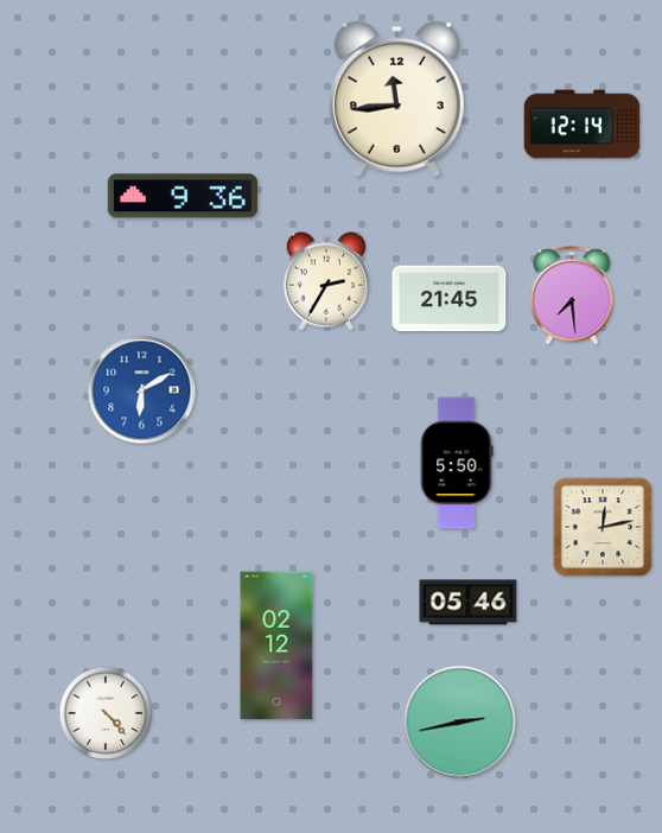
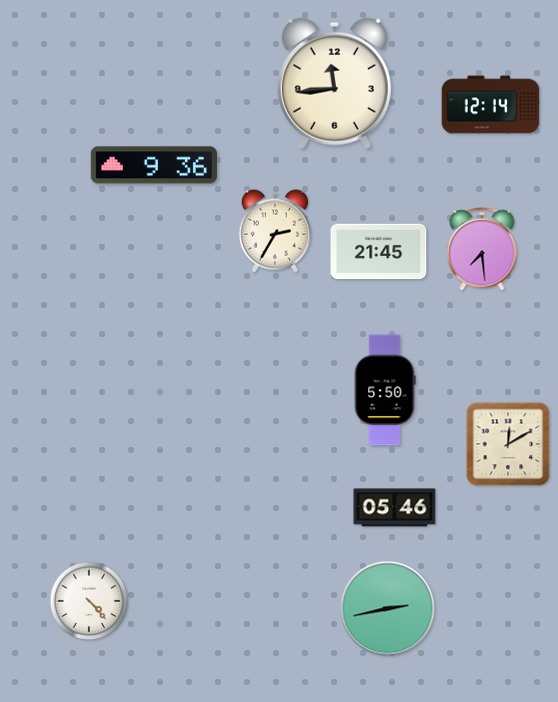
clock at (325, 281) position: (325, 281) -> (274, 231)
clock at (142, 390): 6:10 -> none
clock at (603, 527): 12:13 -> 12:10
clock at (276, 646): 02:12 -> none
